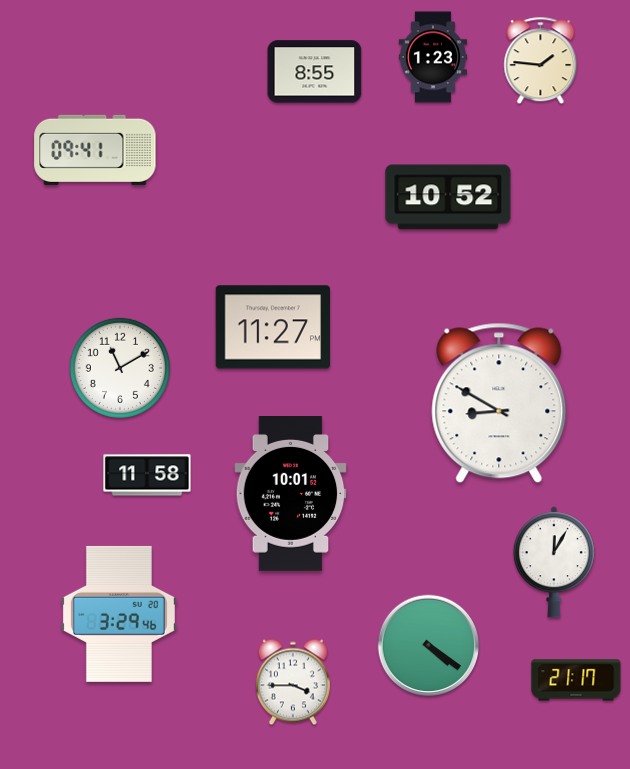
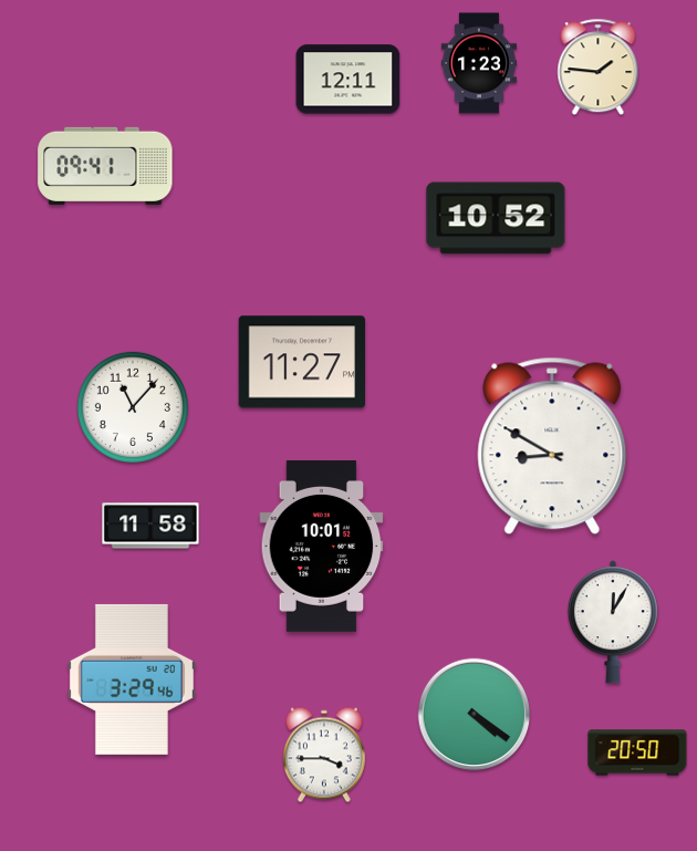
clock at (315, 72): 8:55 -> 12:11
clock at (120, 368): 11:10 -> 11:07
clock at (147, 475) position: (147, 475) -> (150, 526)
clock at (576, 680): 21:17 -> 20:50
